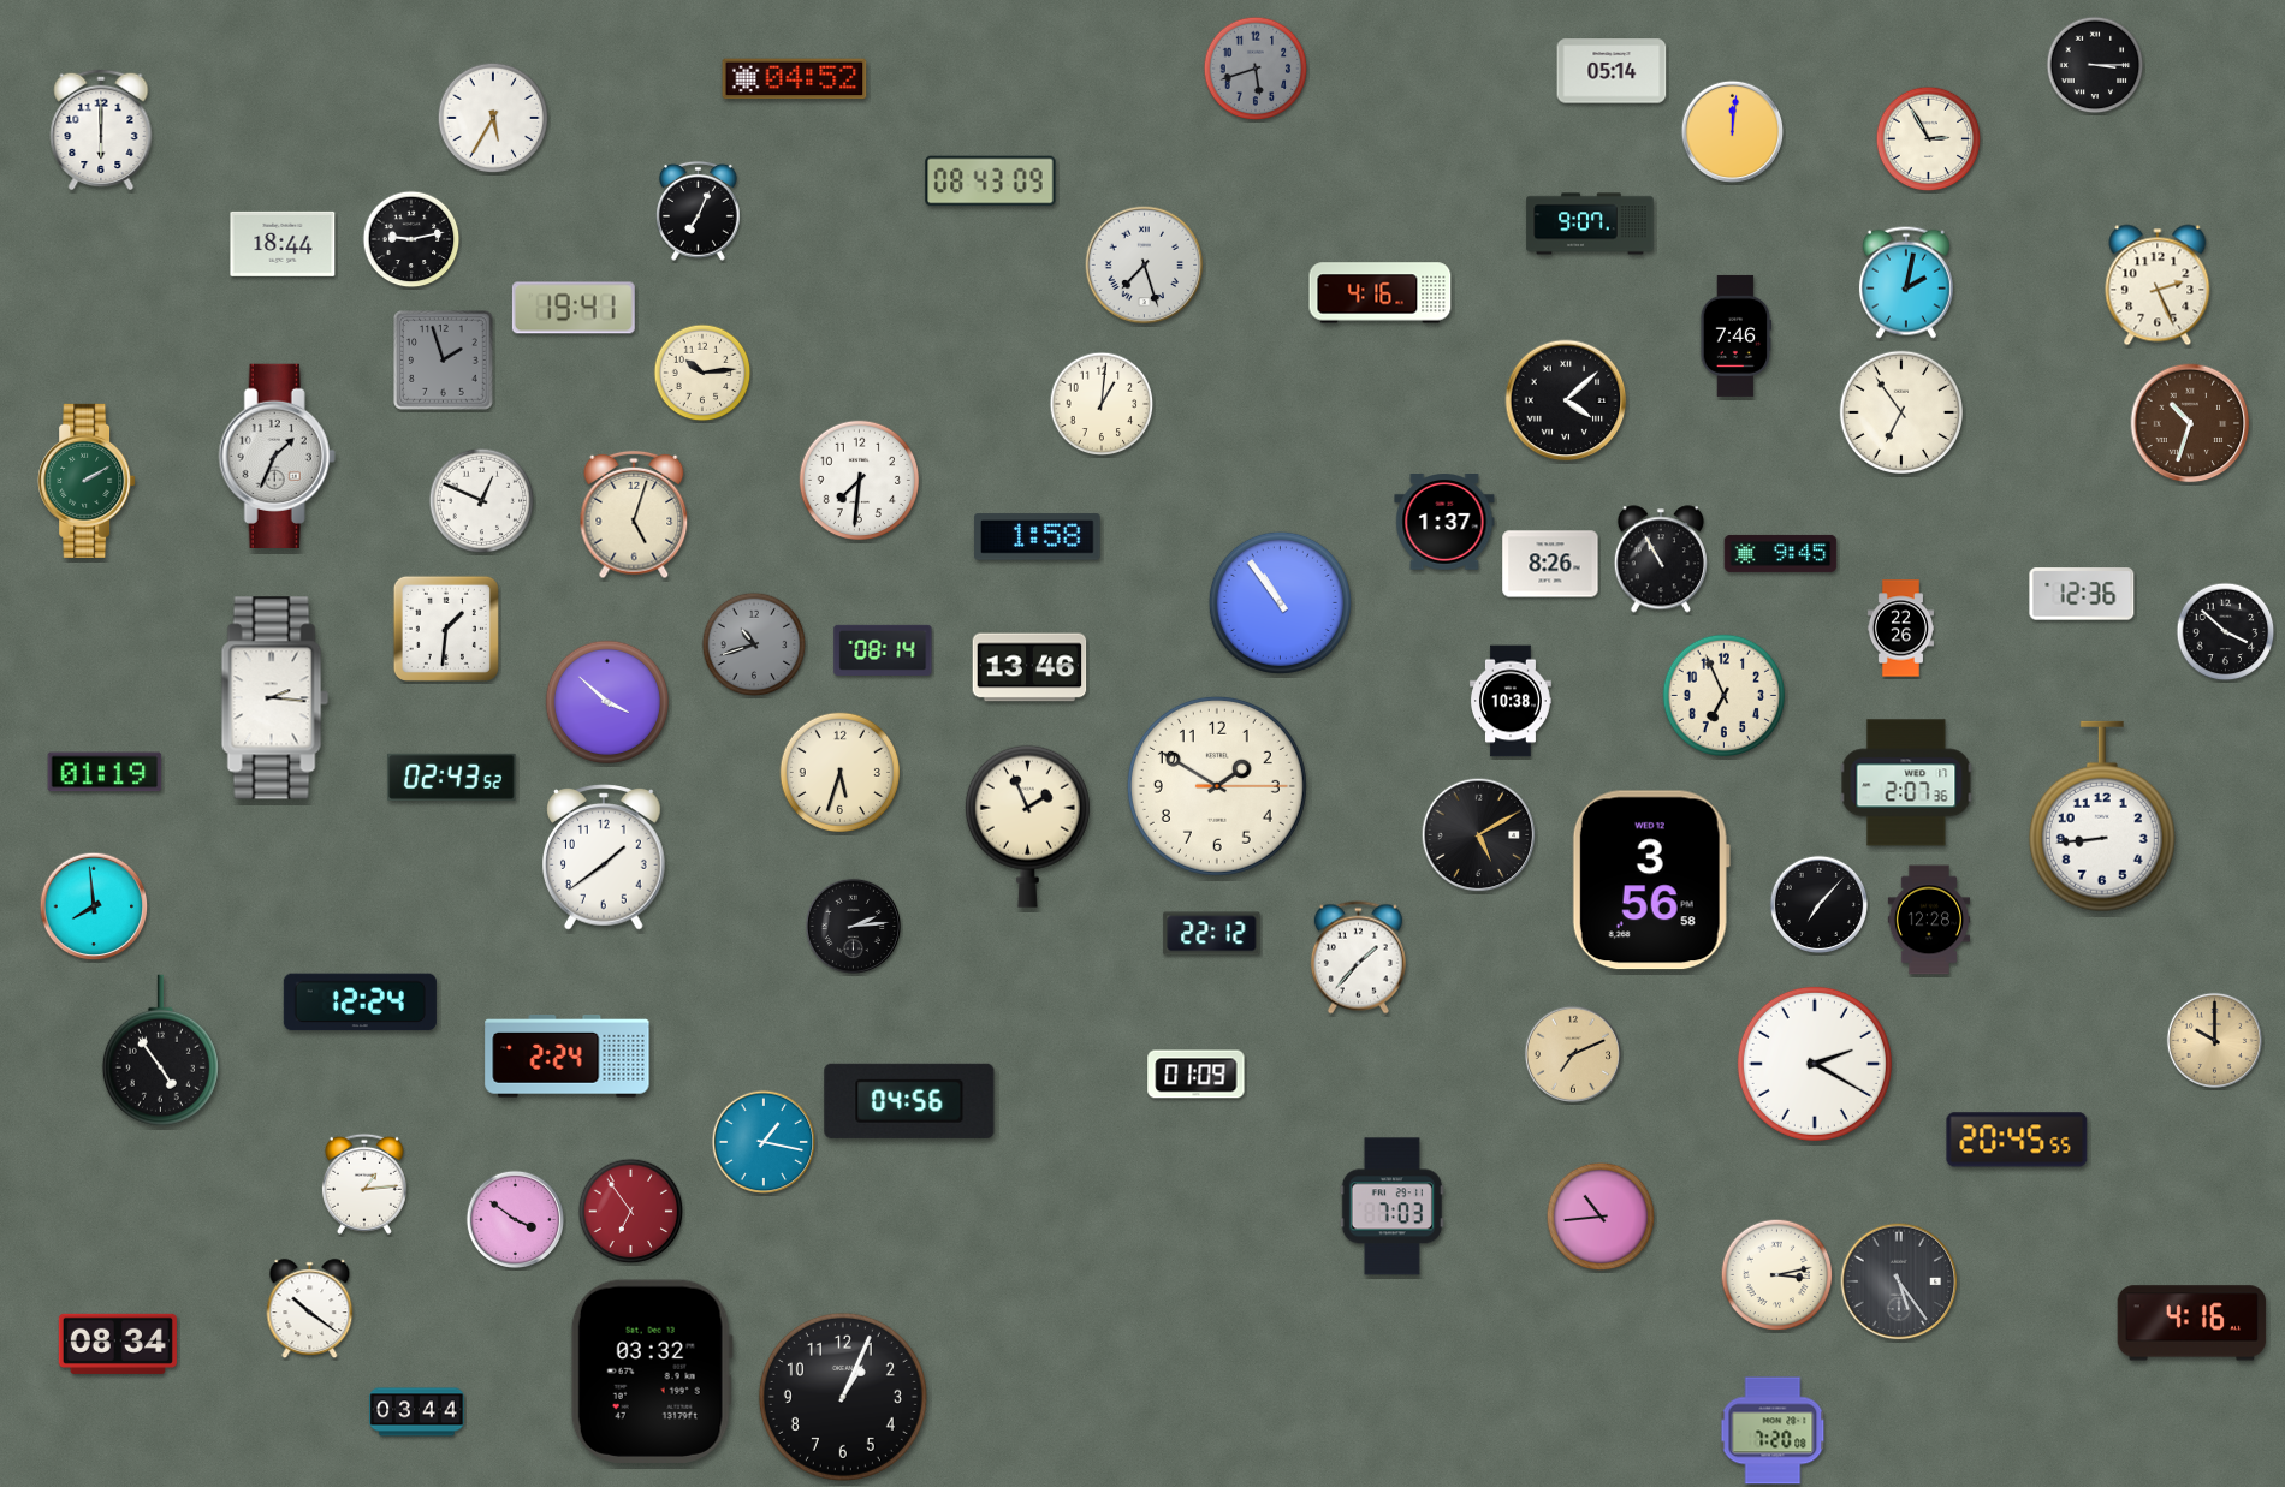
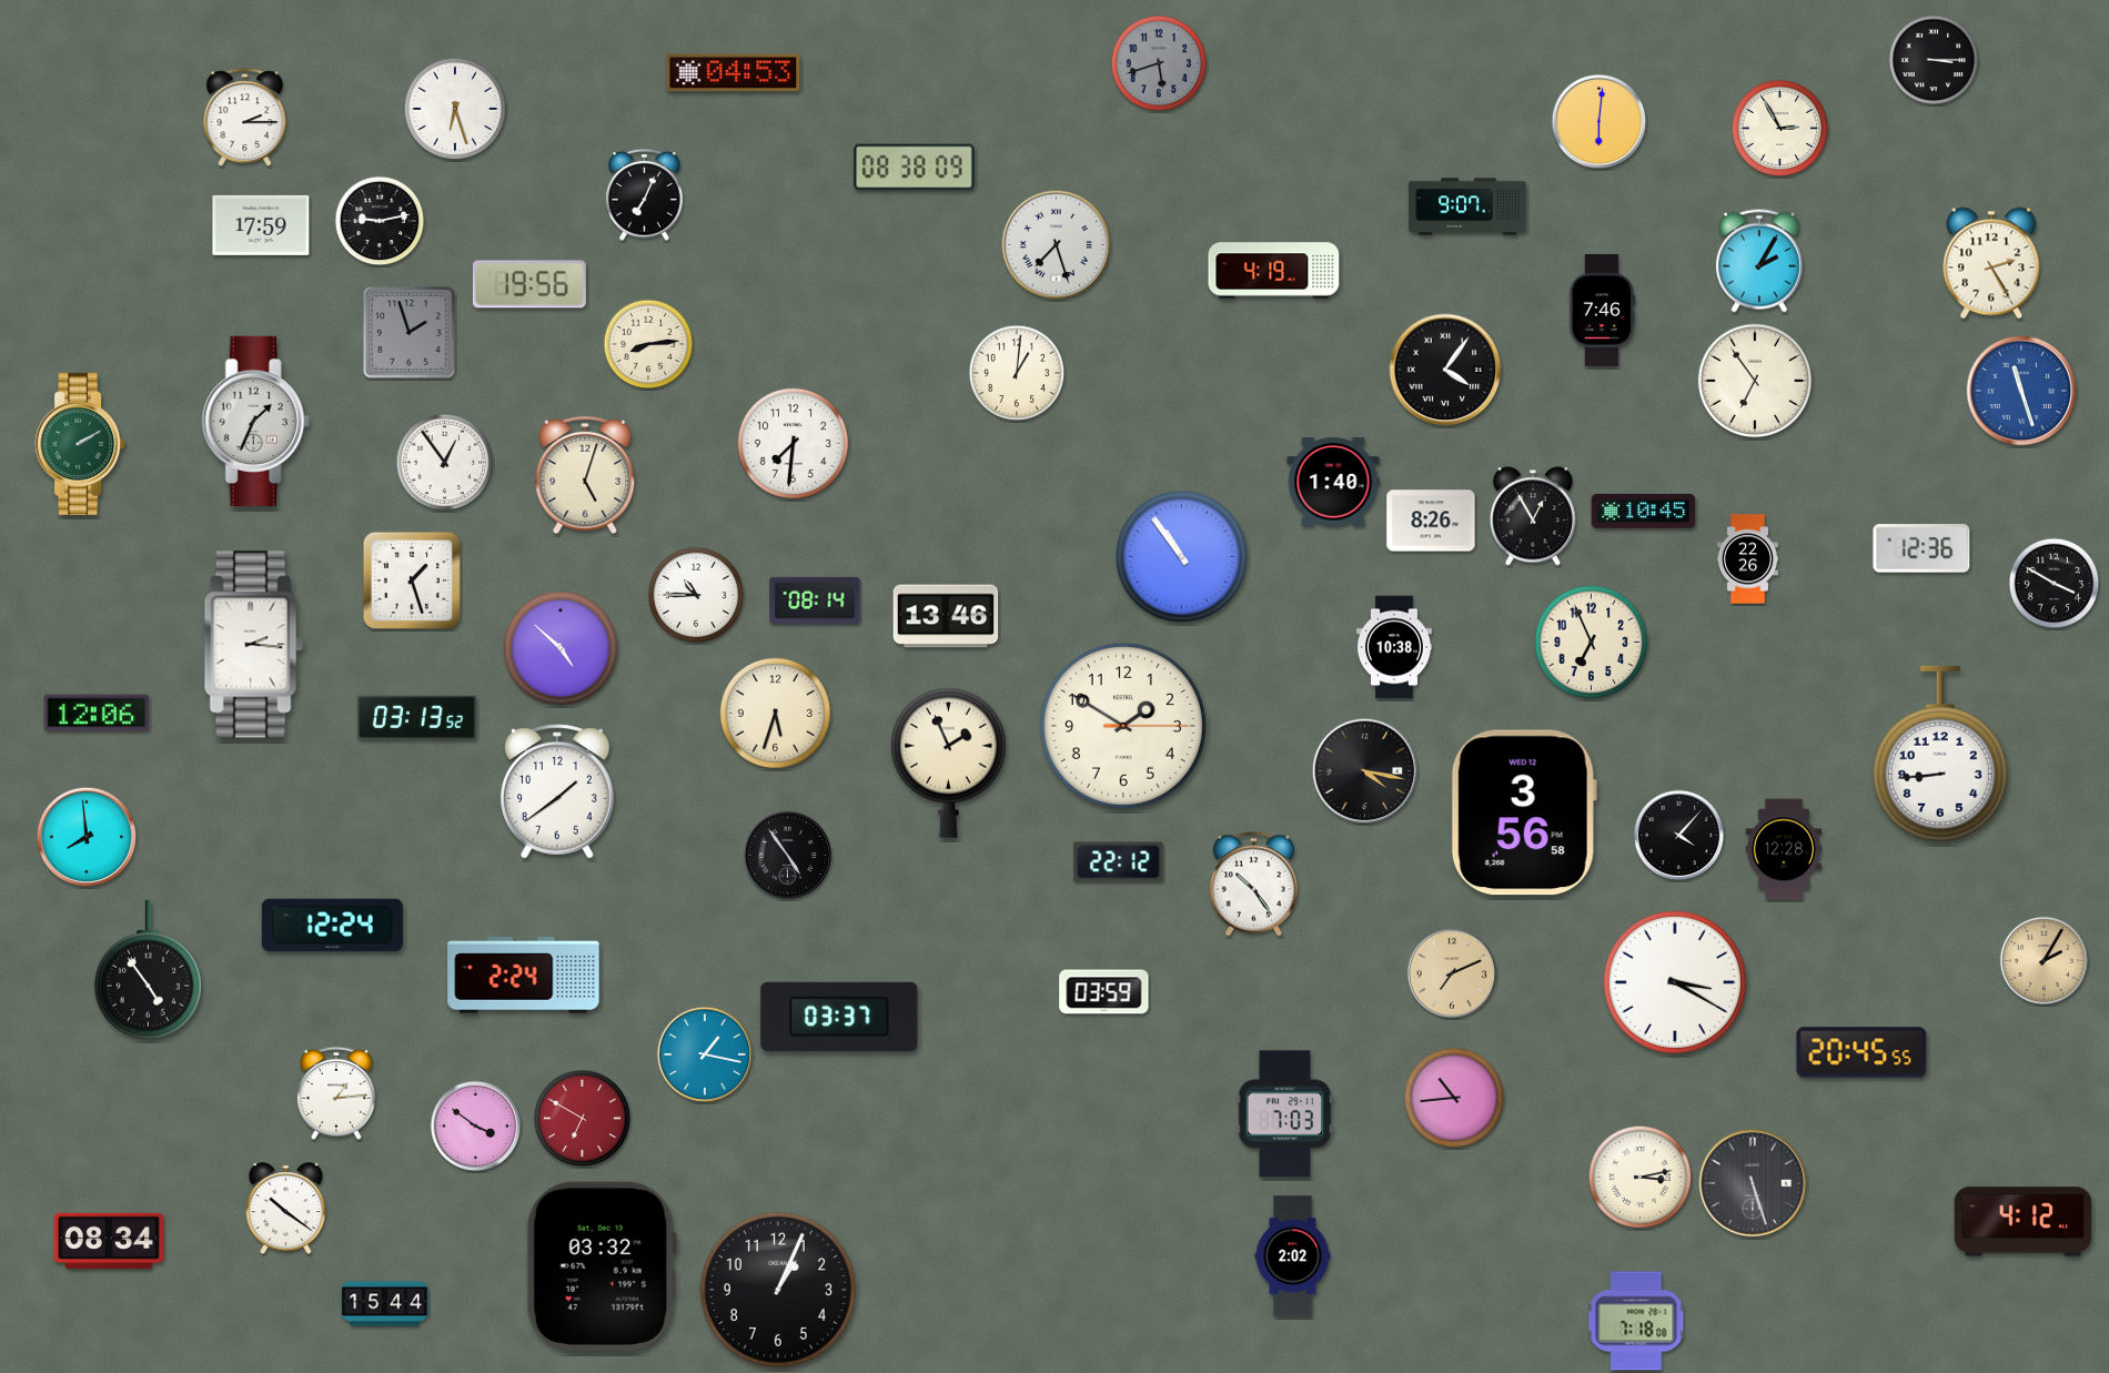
clock at (1612, 71): 05:14 -> none
clock at (795, 79): 04:52 -> 04:53
clock at (493, 118): 5:35 -> 6:27
clock at (245, 118): none -> 2:15
clock at (101, 130): 6:00 -> none
clock at (1733, 132): 12:01 -> 6:01
clock at (991, 182): 08:43 -> 08:38
clock at (283, 244): 18:44 -> 17:59
clock at (1906, 282): 2:02 -> 2:05
clock at (2158, 285): 2:26 -> 2:25
clock at (1381, 293): 4:16 -> 4:19
clock at (574, 308): 19:41 -> 19:56
clock at (702, 373): 10:14 -> 8:14
clock at (1566, 400): 4:08 -> 4:06
clock at (2190, 423): 10:33 -> 11:27
clock at (2190, 423) dial: brown -> blue
clock at (482, 501): 12:49 -> 12:54
clock at (1444, 523): 1:37 -> 1:40
clock at (1038, 537): 1:58 -> none
clock at (1781, 553): 9:45 -> 10:45
clock at (1661, 559): 10:55 -> 12:55
clock at (446, 629): 1:31 -> 1:27
clock at (1900, 629) position: (1900, 629) -> (1747, 559)
clock at (2226, 632): 3:52 -> 3:50
clock at (754, 644): 10:42 -> 10:45
clock at (754, 644) dial: grey -> white
clock at (1029, 667) position: (1029, 667) -> (946, 616)
clock at (606, 701): 3:52 -> 4:52
clock at (105, 772): 01:19 -> 12:06
clock at (452, 777): 02:43 -> 03:13
clock at (1906, 783): 2:07 -> none
clock at (1479, 835): 5:10 -> 4:17
clock at (1818, 904): 7:07 -> 4:07
clock at (1928, 920) position: (1928, 920) -> (1783, 849)
clock at (853, 926): 2:14 -> 4:54
clock at (1358, 958): 1:37 -> 10:24
clock at (2214, 1040): 10:00 -> 2:05
clock at (1815, 1064): 2:20 -> 3:20
clock at (1197, 1075): 01:09 -> 03:59
clock at (909, 1101): 04:56 -> 03:37
clock at (631, 1212): 6:54 -> 6:50
clock at (1601, 1217) position: (1601, 1217) -> (1454, 1098)
clock at (1899, 1281): 5:24 -> 5:27
clock at (2192, 1324): 4:16 -> 4:12
clock at (1293, 1256): none -> 2:02
clock at (417, 1412): 03:44 -> 15:44
clock at (1773, 1431): 7:20 -> 7:18
